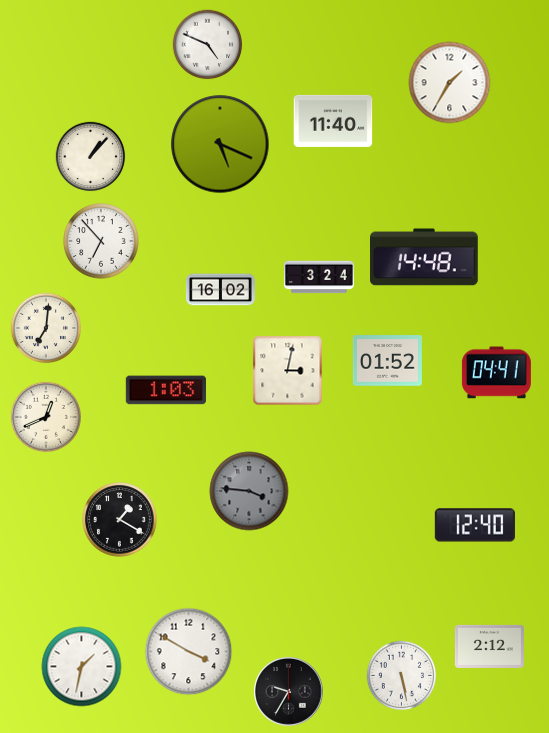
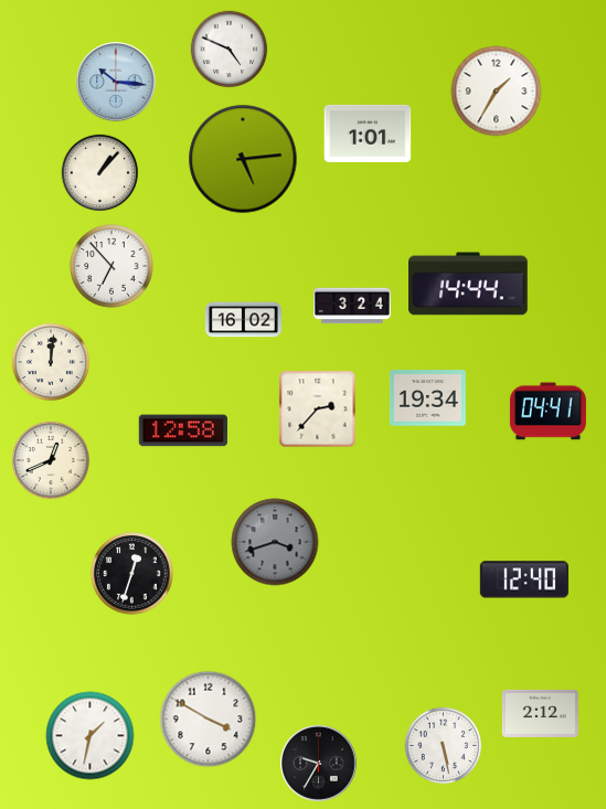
clock at (116, 82): none -> 10:16
clock at (333, 121): 11:40 -> 1:01
clock at (220, 144): 5:19 -> 5:14
clock at (425, 257): 14:48 -> 14:44
clock at (45, 327): 7:01 -> 12:01
clock at (387, 361): 01:52 -> 19:34
clock at (288, 371): 3:02 -> 2:37
clock at (166, 390): 1:03 -> 12:58
clock at (249, 491): 3:46 -> 3:42
clock at (120, 520): 1:20 -> 12:33
